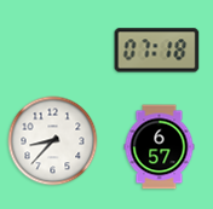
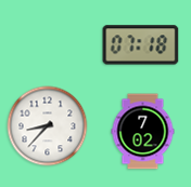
clock at (160, 147): 6:57 -> 7:02
